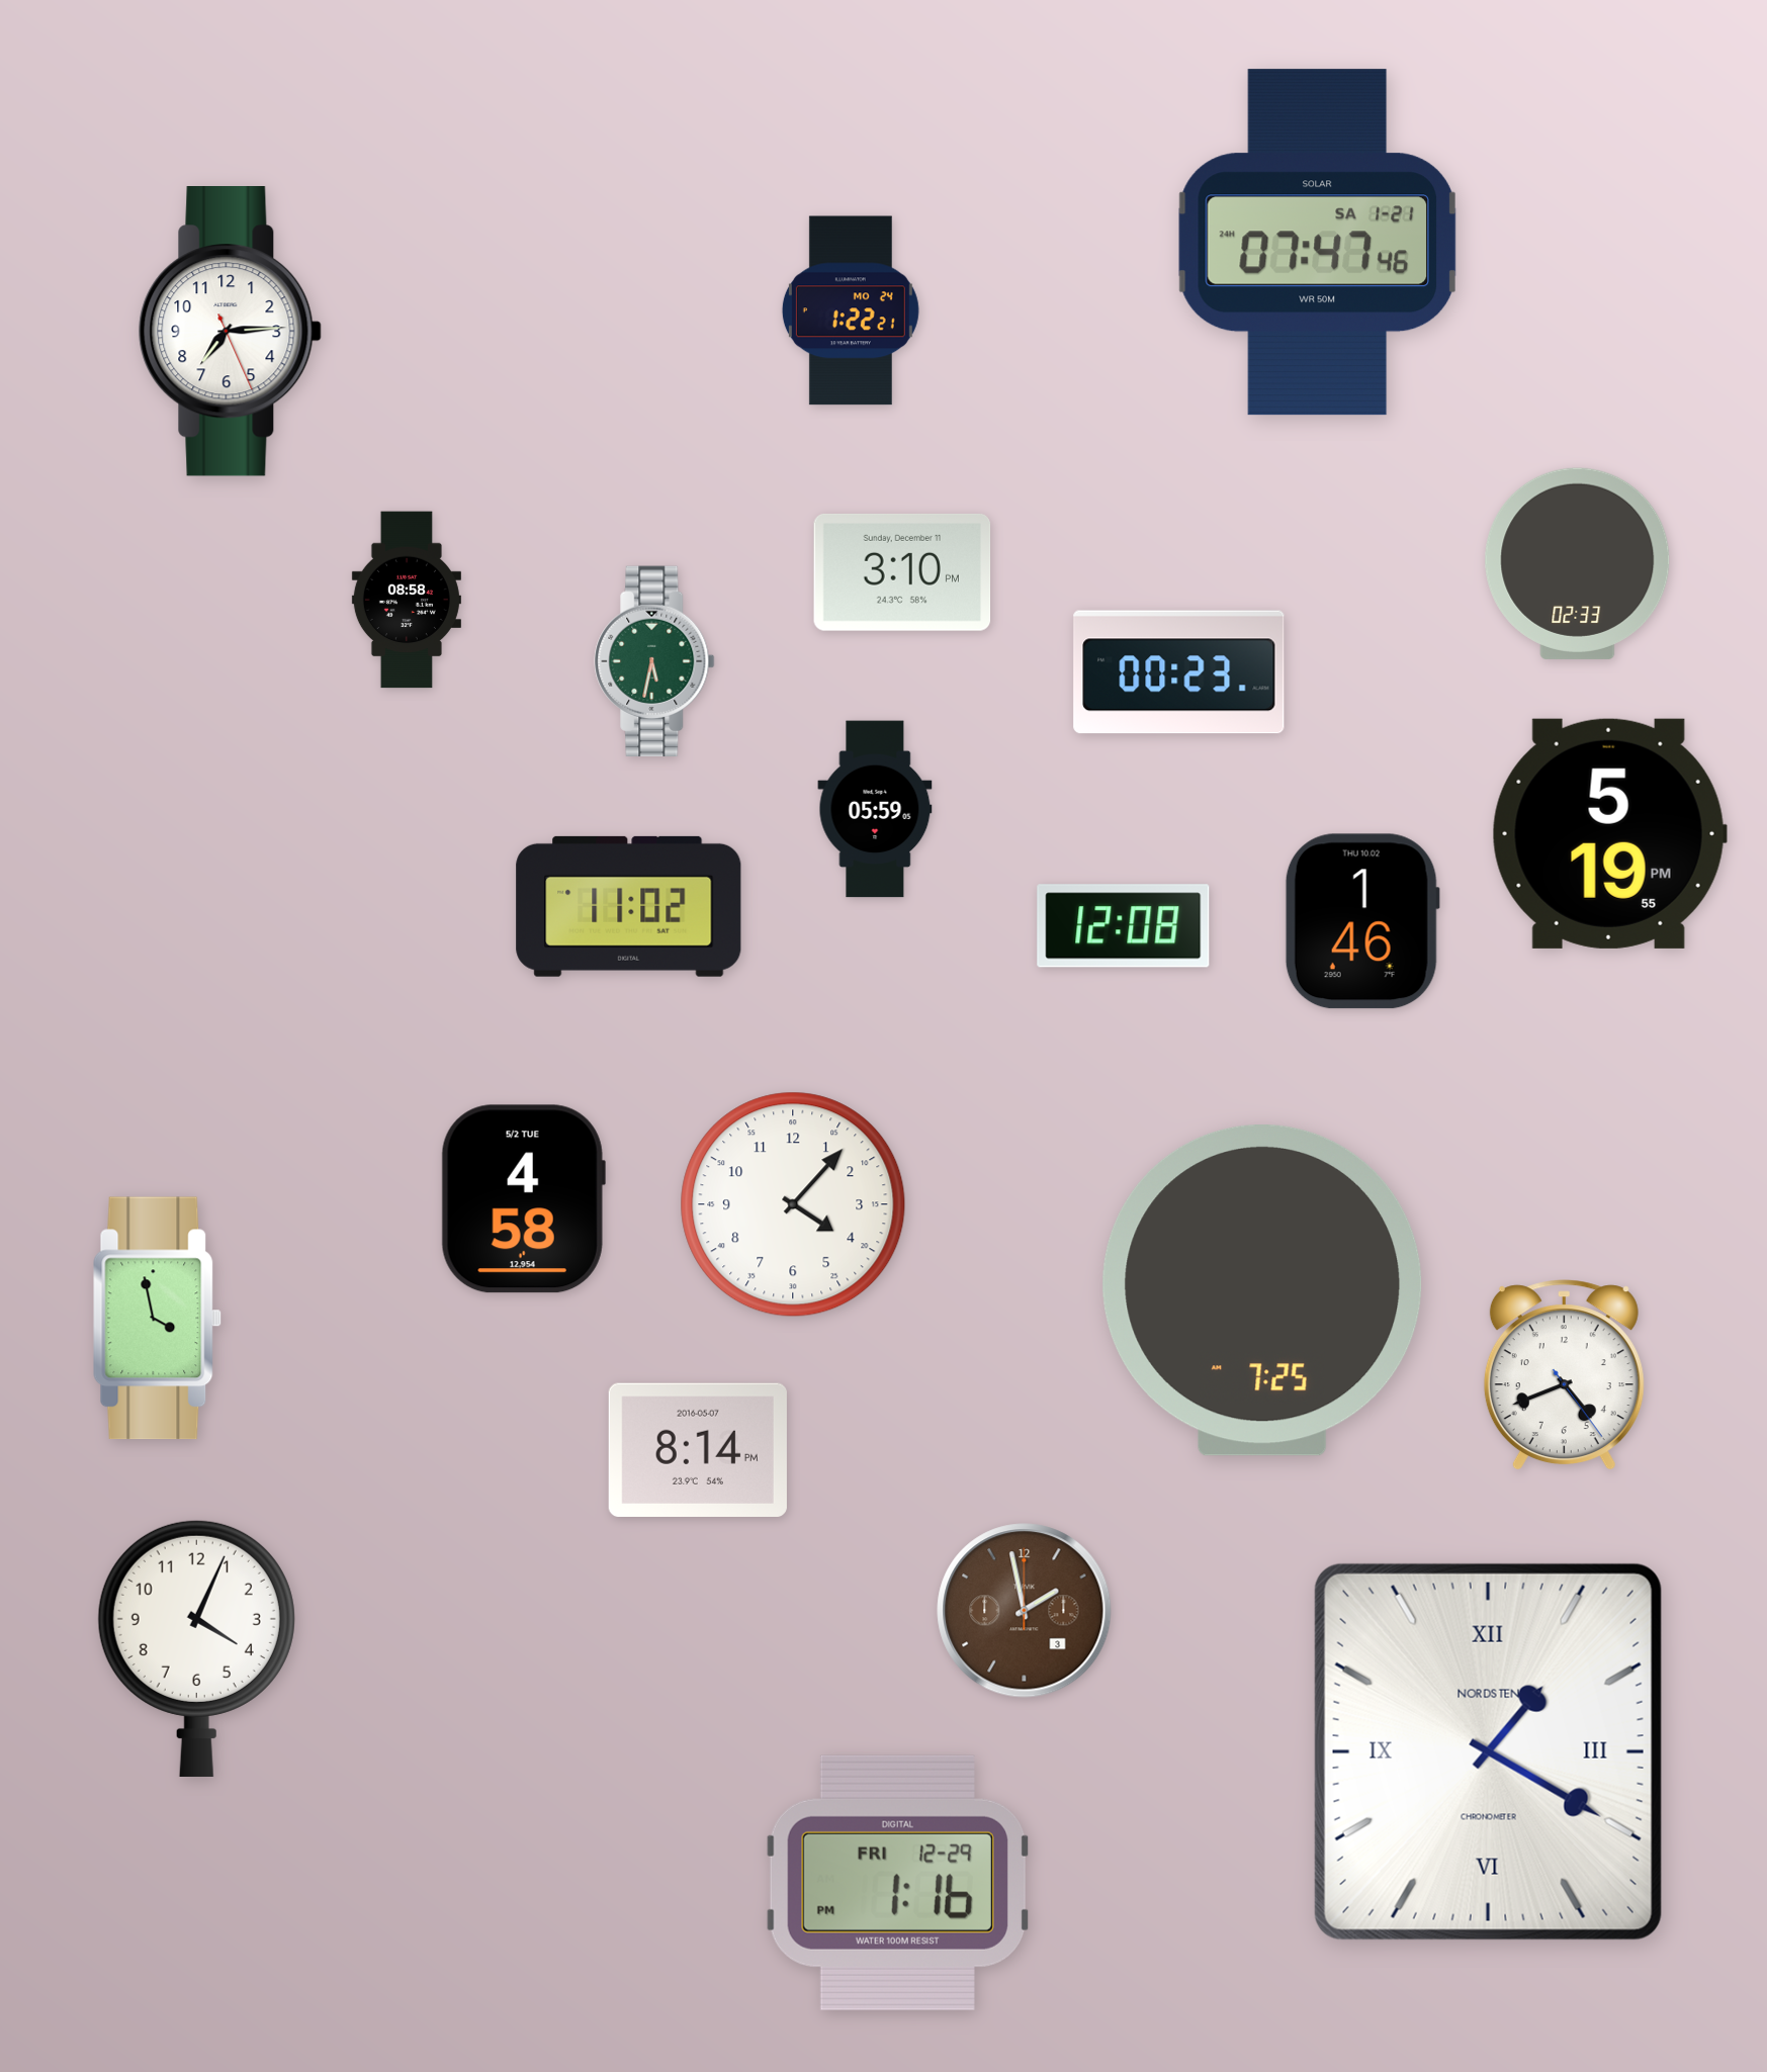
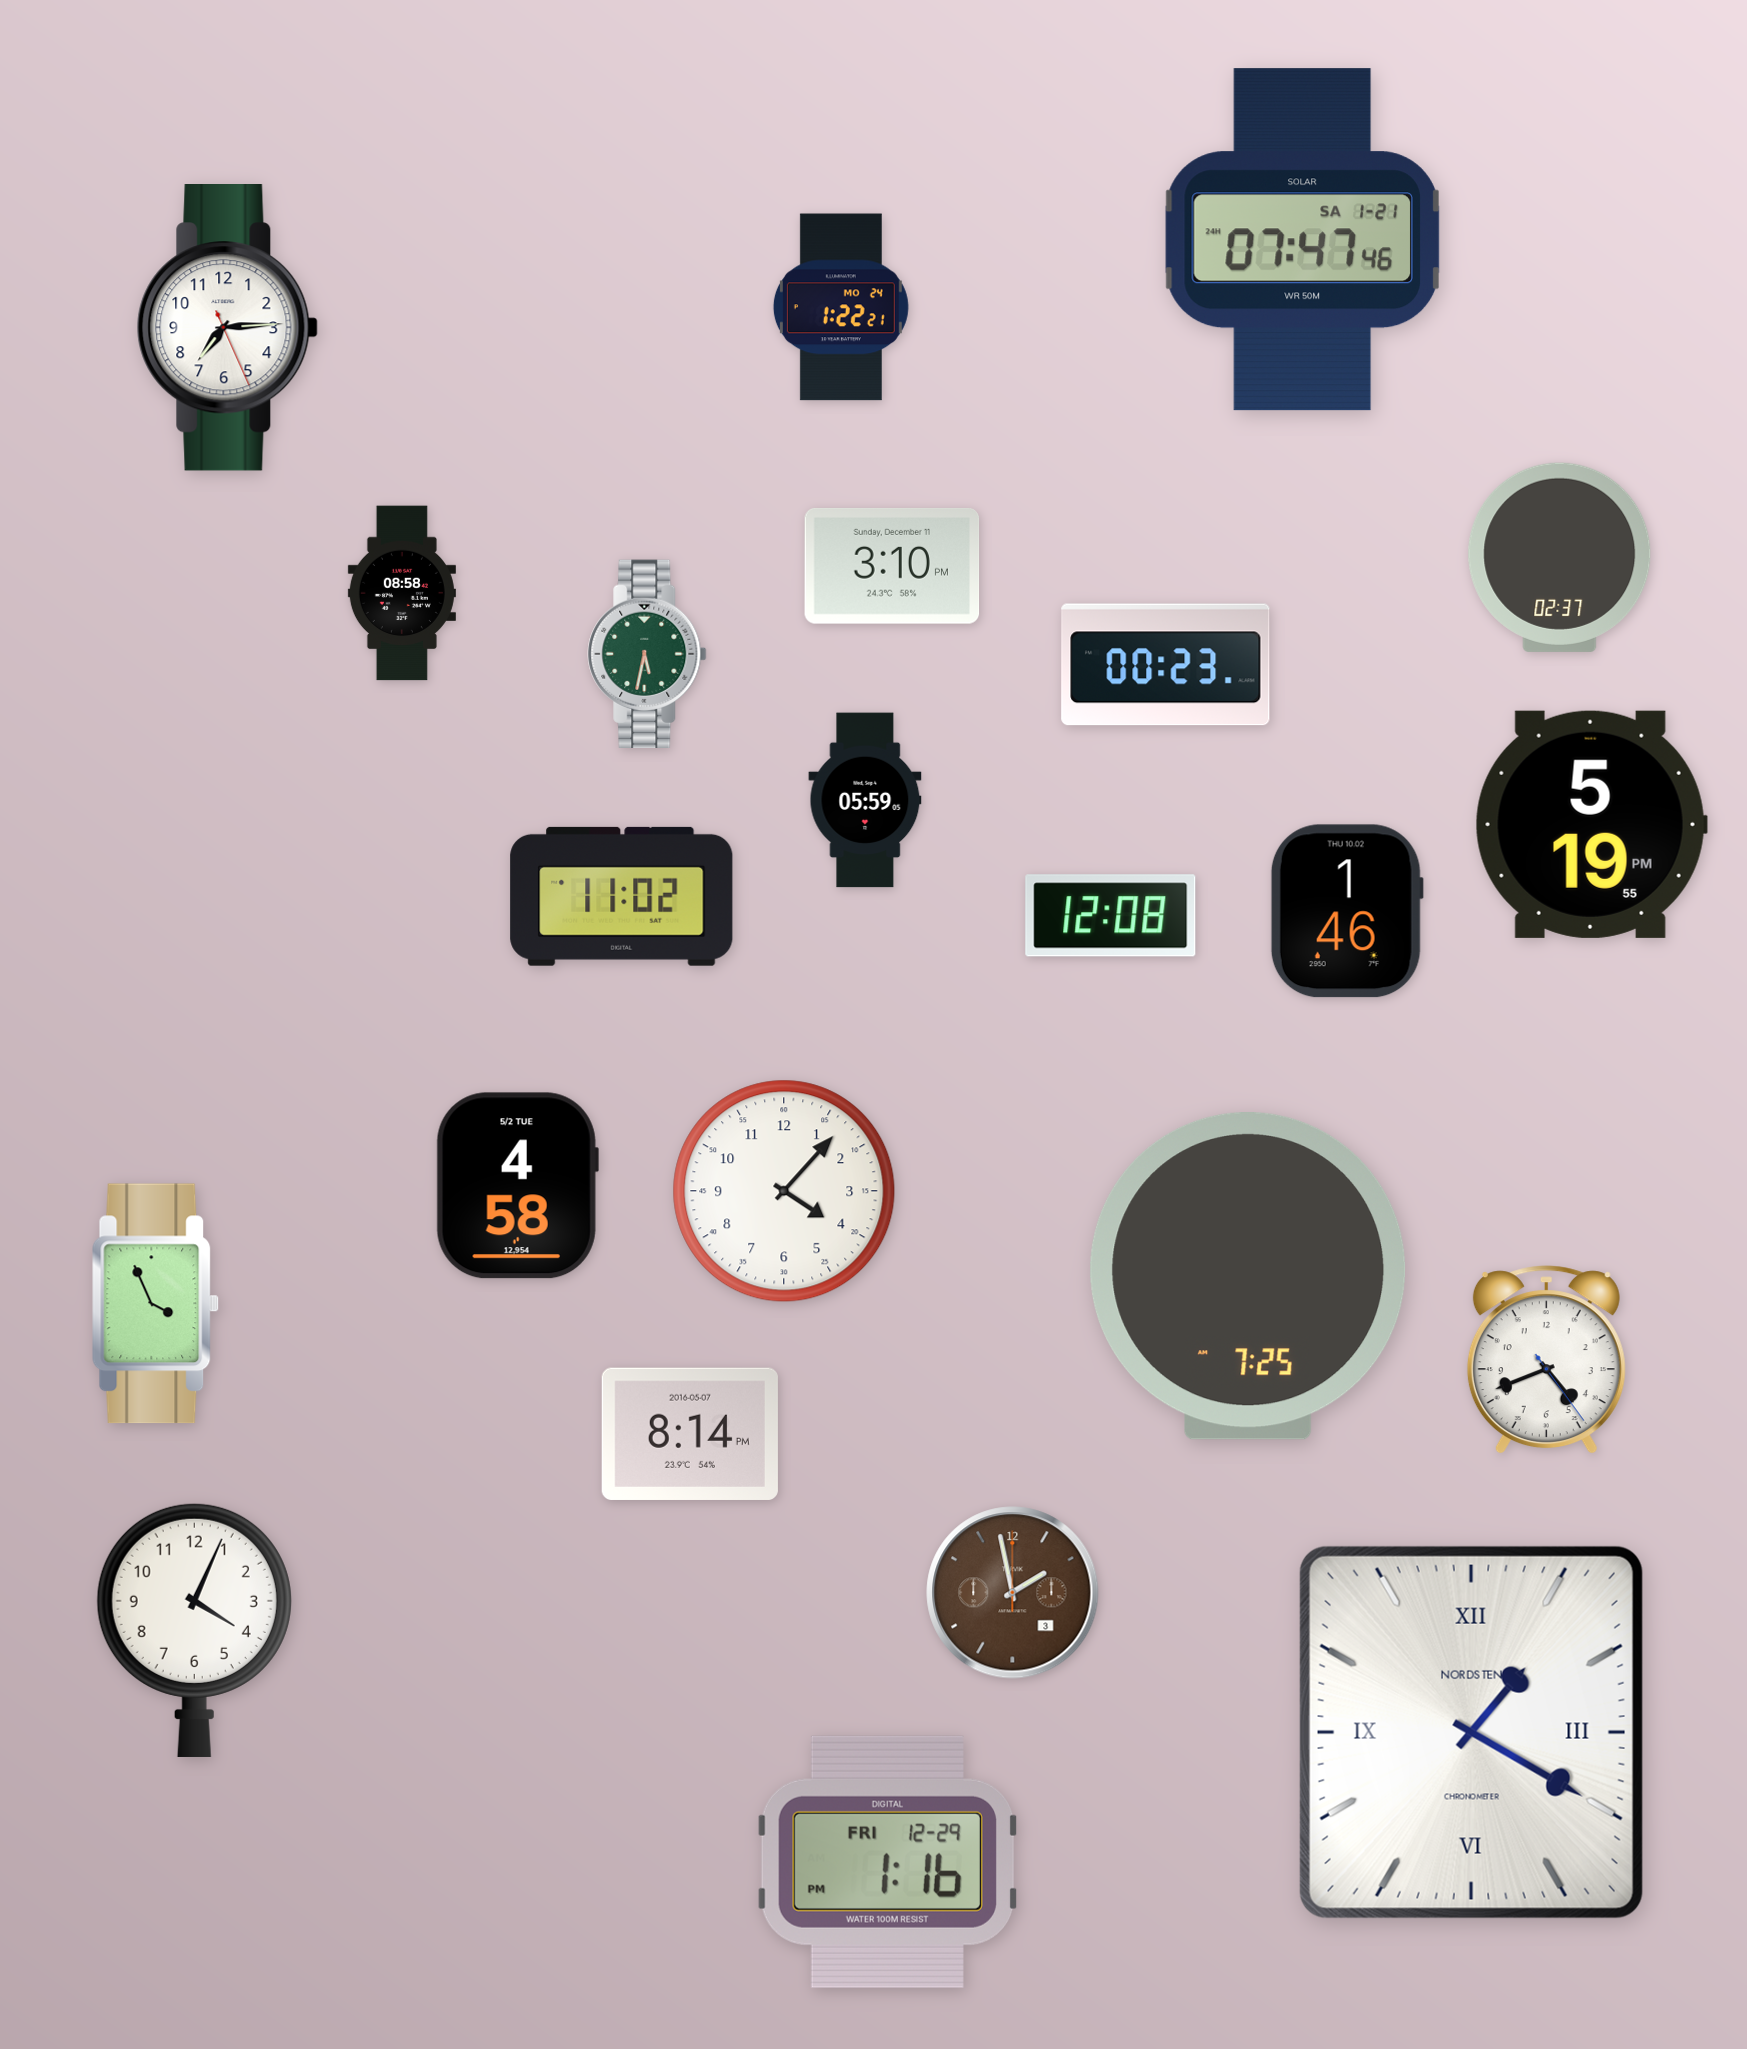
clock at (1578, 563): 02:33 -> 02:37
clock at (158, 1319): 3:58 -> 3:56
